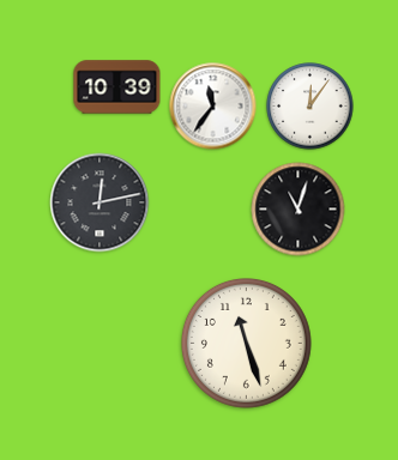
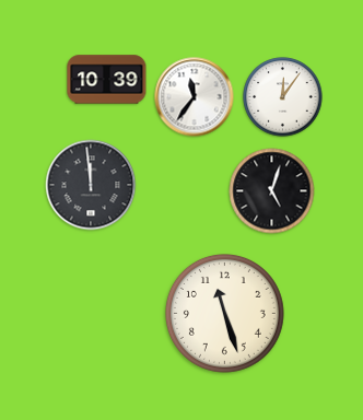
clock at (99, 202): 12:13 -> 11:59
clock at (298, 210): 11:03 -> 5:03
